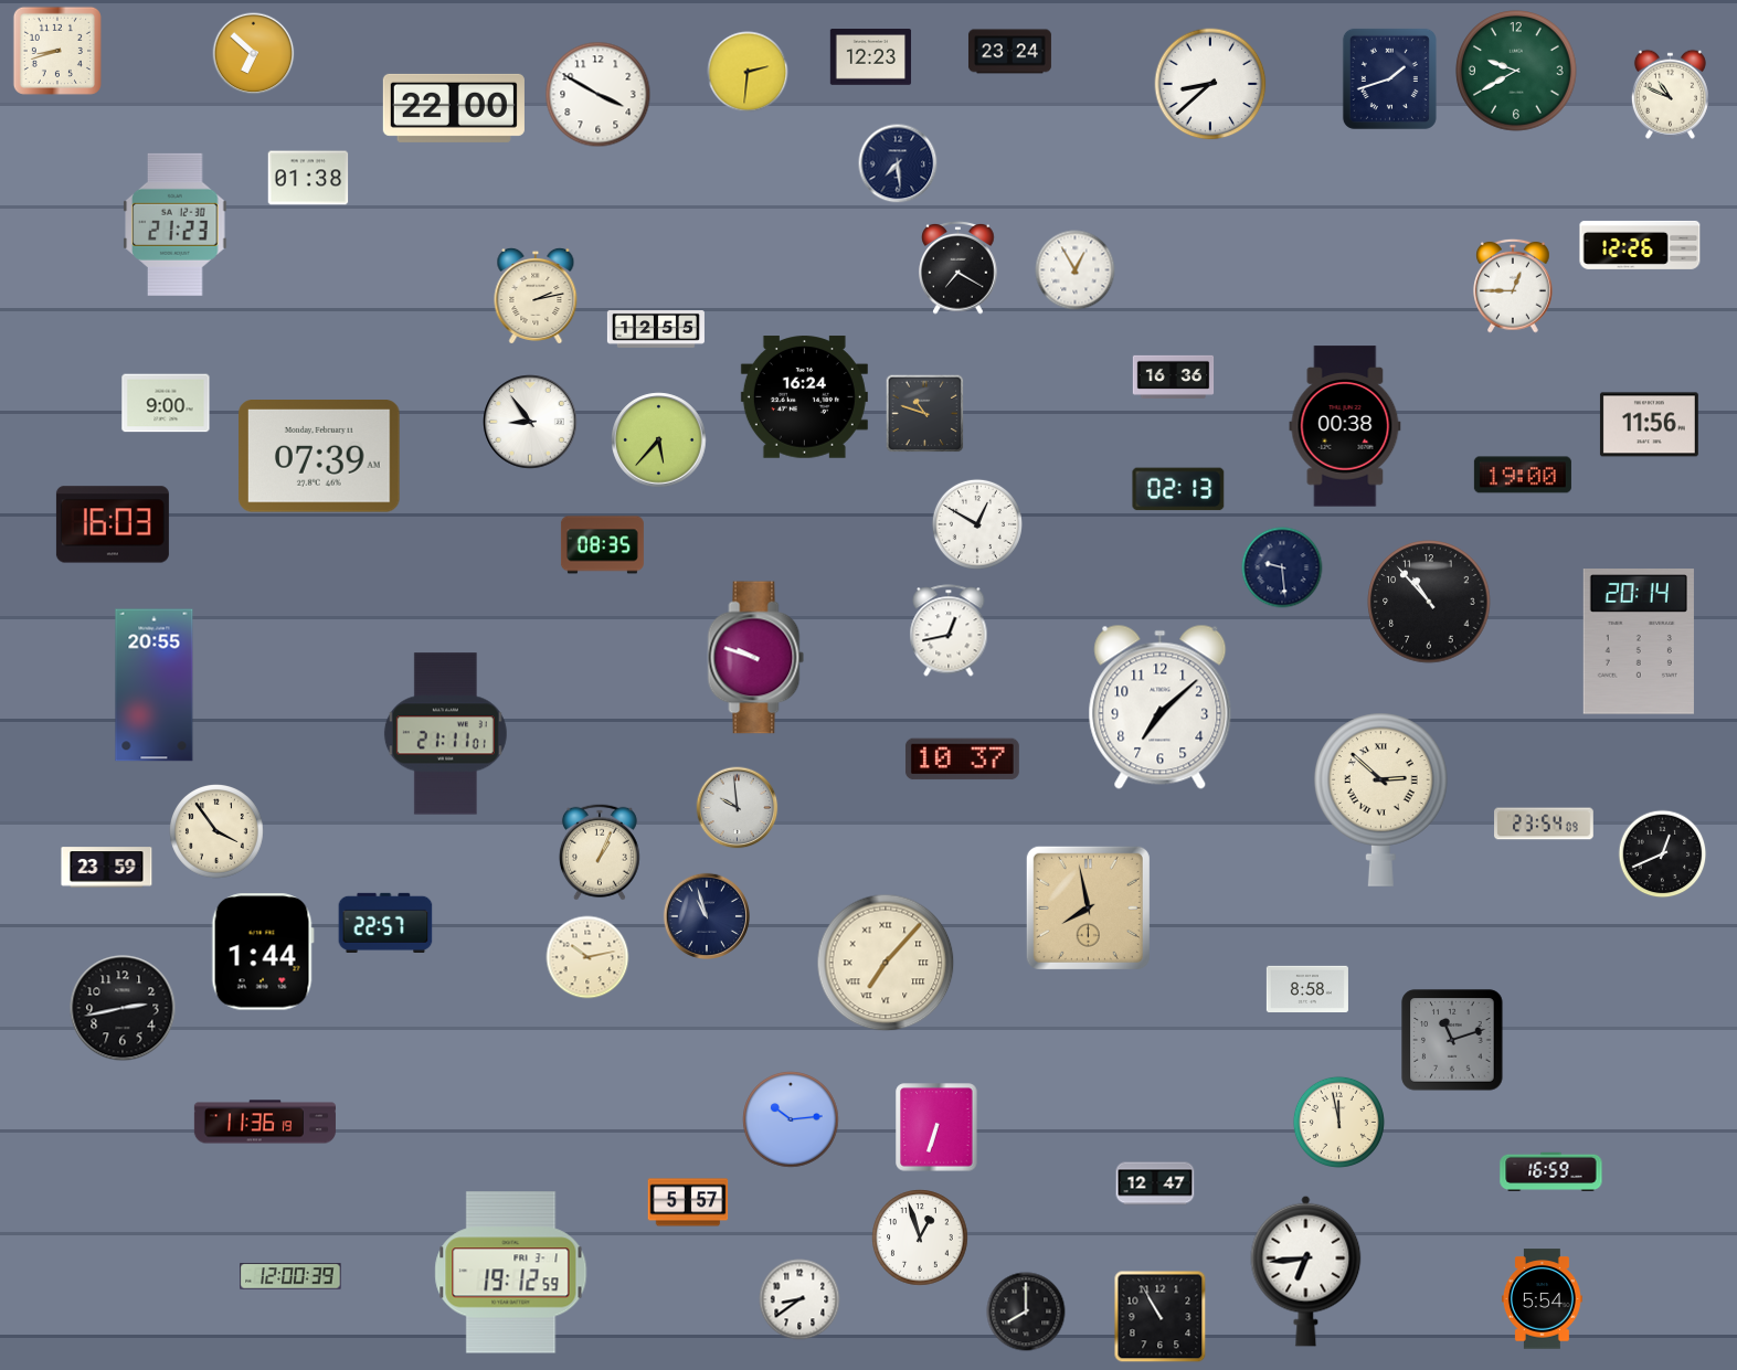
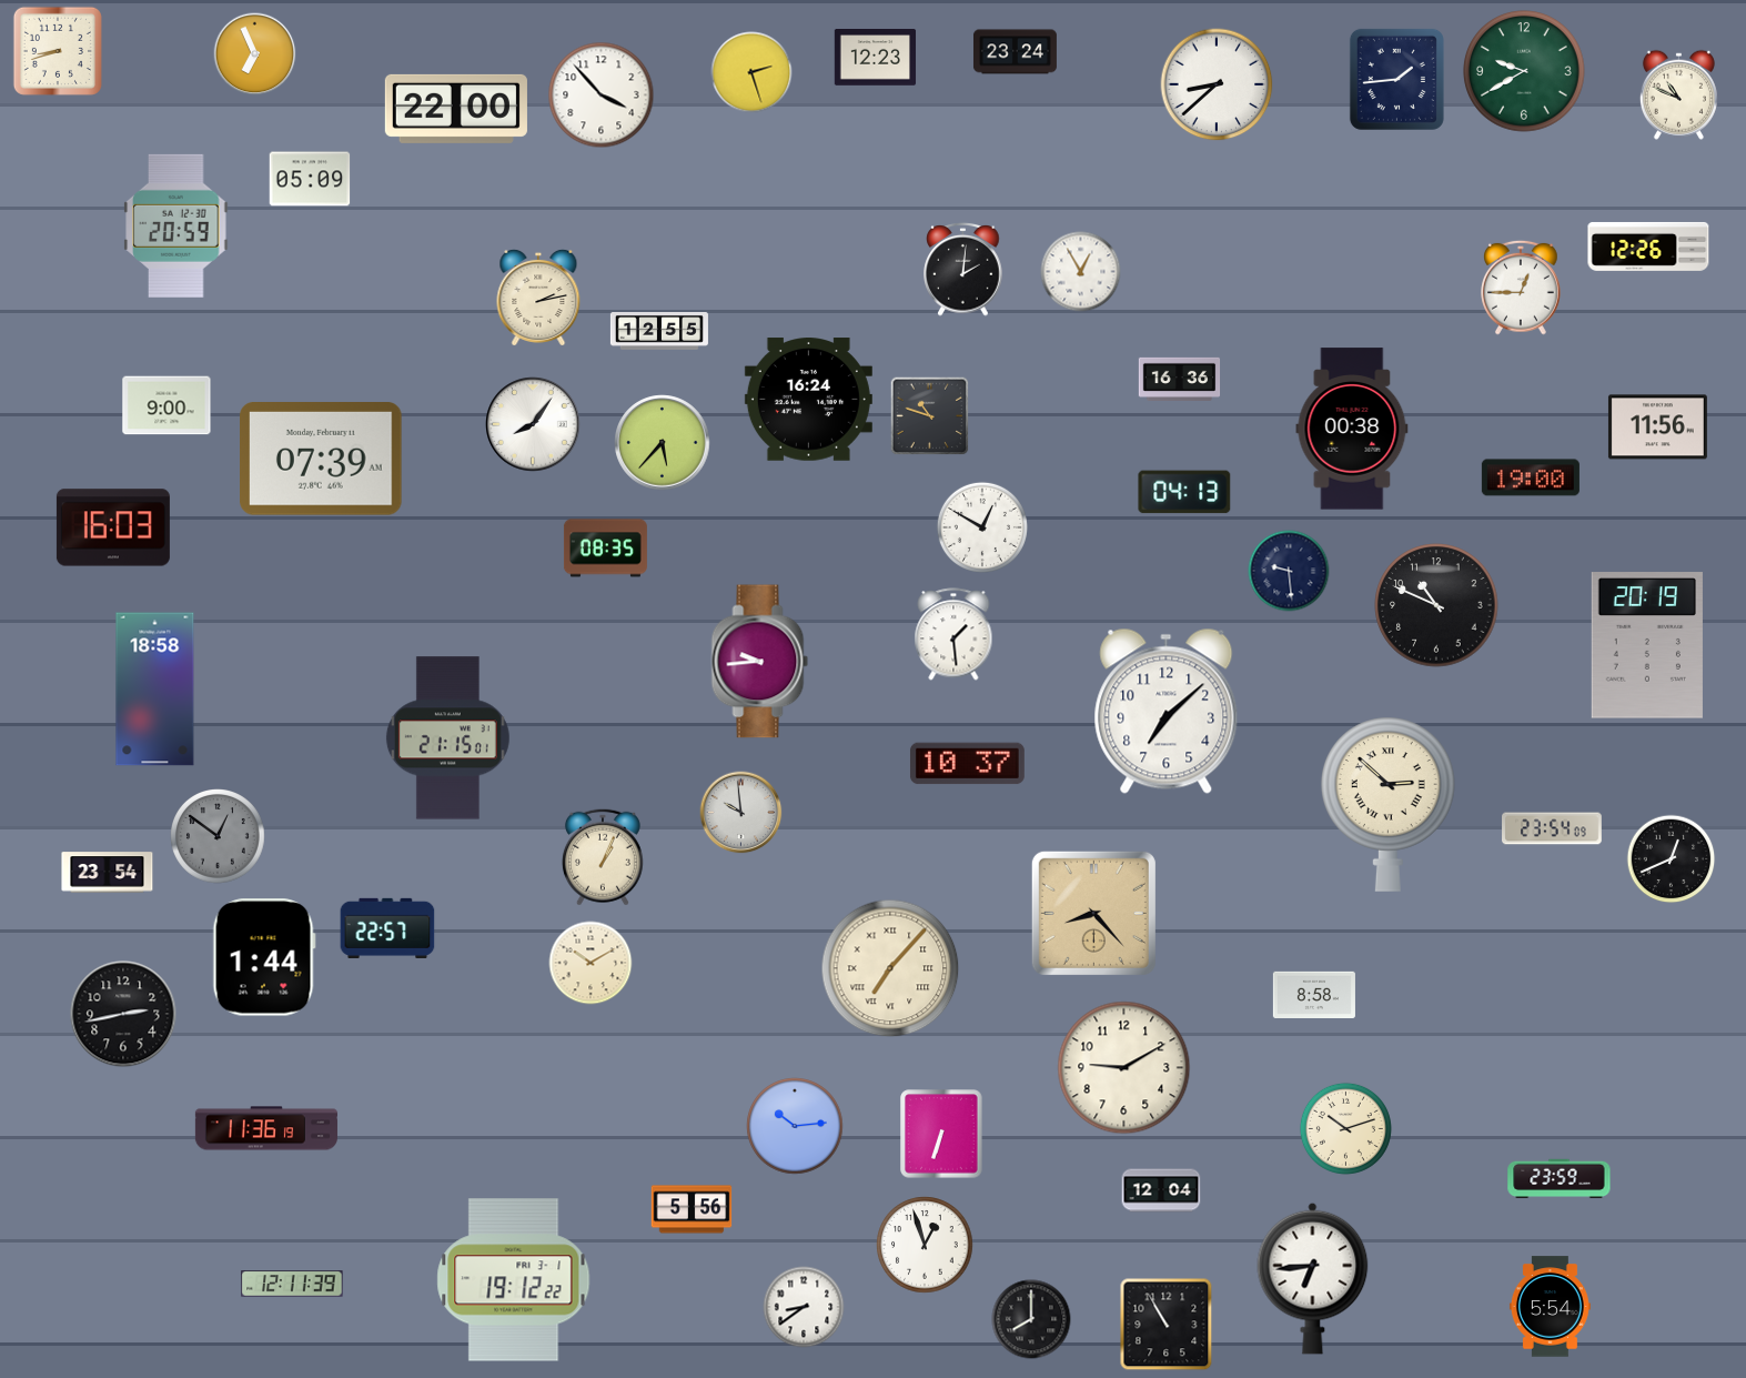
clock at (254, 54): 6:52 -> 6:56
clock at (748, 72): 2:31 -> 2:27
clock at (1389, 78): 1:42 -> 1:44
clock at (599, 95): 3:50 -> 3:53
clock at (898, 163): 7:29 -> none
clock at (308, 178): 01:38 -> 05:09
clock at (176, 224): 21:23 -> 20:59
clock at (958, 268): 7:20 -> 2:01
clock at (530, 422): 8:54 -> 8:06
clock at (1178, 489): 02:13 -> 04:13
clock at (1429, 602): 10:53 -> 10:49
clock at (949, 630): 12:43 -> 1:29
clock at (1639, 641): 20:14 -> 20:19
clock at (756, 658): 9:48 -> 9:44
clock at (155, 686): 20:55 -> 18:58
clock at (445, 734): 21:11 -> 21:15
clock at (218, 832): 3:54 -> 12:51
clock at (218, 832) dial: cream -> grey
clock at (107, 868): 23:59 -> 23:54
clock at (1088, 907): 7:58 -> 8:23
clock at (707, 916): 10:57 -> none
clock at (587, 957): 10:13 -> 10:10
clock at (1452, 1040): 11:12 -> none
clock at (1124, 1068): none -> 9:10
clock at (1338, 1122): 11:58 -> 10:12
clock at (1551, 1172): 16:59 -> 23:59
clock at (1155, 1183): 12:47 -> 12:04
clock at (688, 1202): 5:57 -> 5:56
clock at (511, 1273): 19:12:59 -> 19:12:22
clock at (290, 1276): 12:00 -> 12:11
